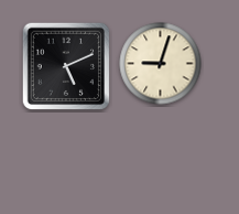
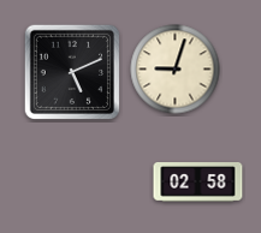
clock at (198, 183): none -> 02:58
